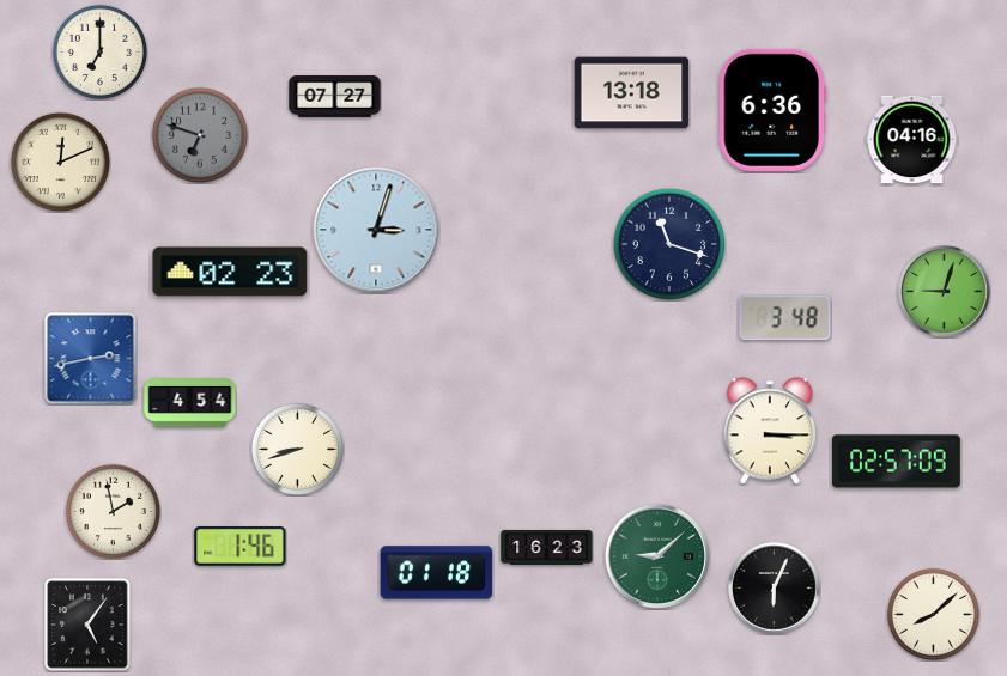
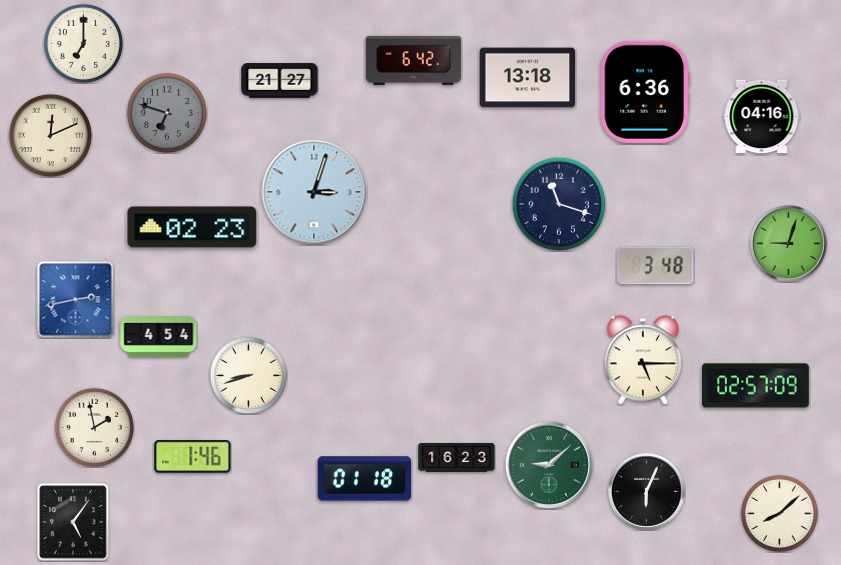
clock at (414, 60): none -> 6:42
clock at (335, 97): 07:27 -> 21:27
clock at (770, 431): 3:15 -> 5:15
clock at (896, 462) position: (896, 462) -> (755, 386)
clock at (241, 547) position: (241, 547) -> (193, 457)
